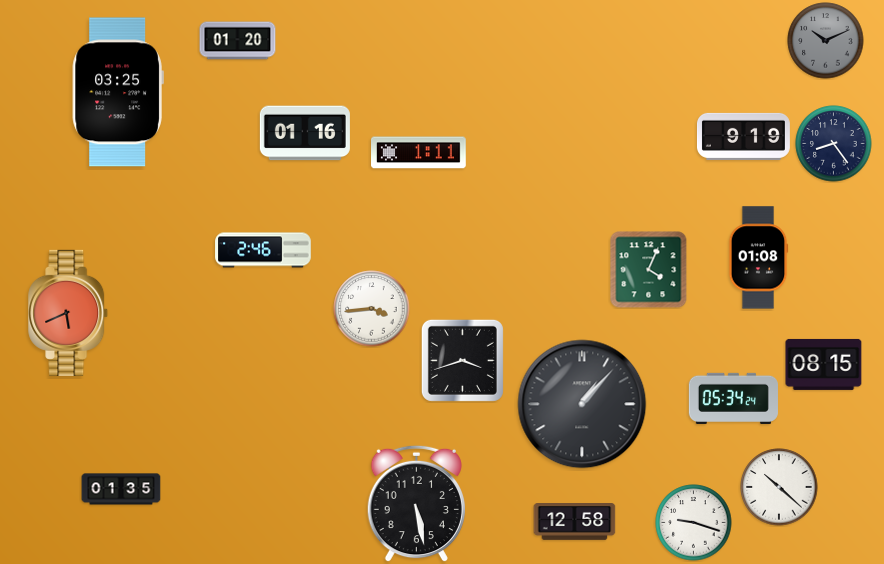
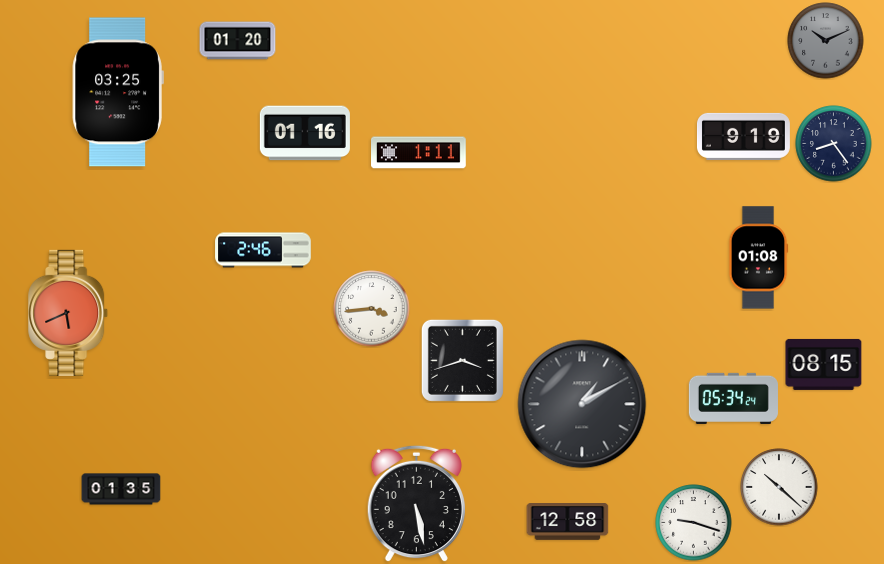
clock at (649, 270): 4:04 -> none
clock at (582, 404): 1:07 -> 1:10
clock at (575, 522) position: (575, 522) -> (568, 522)
